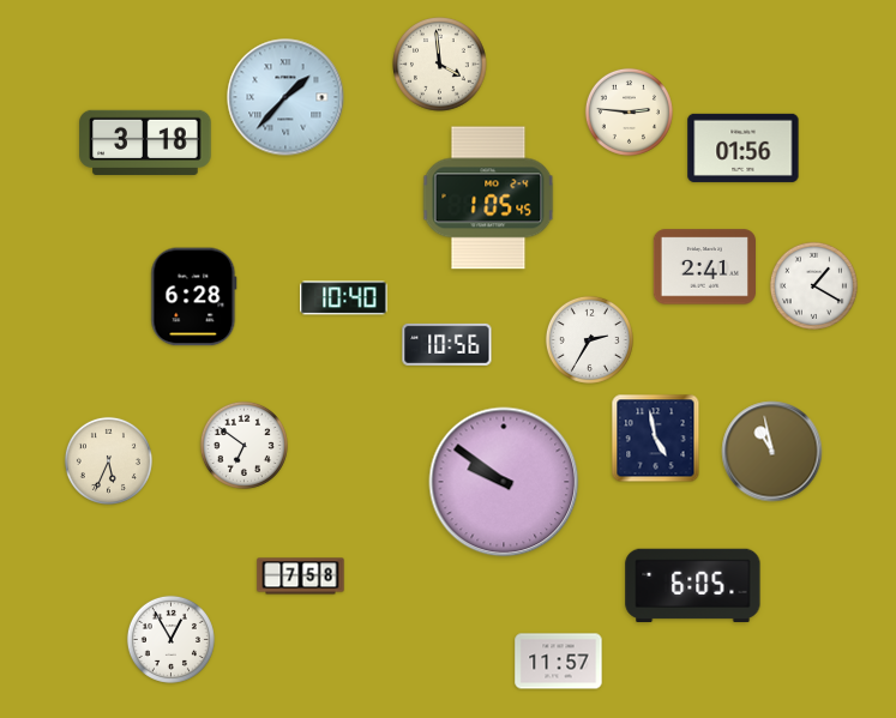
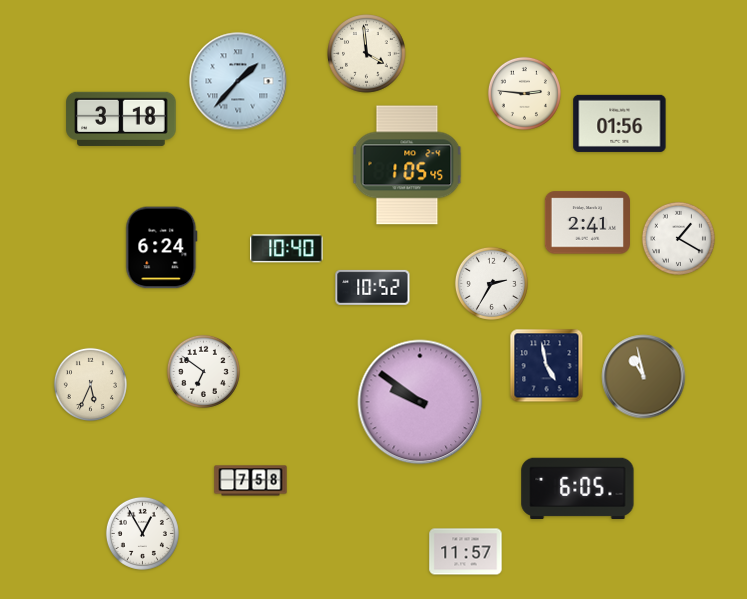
clock at (194, 297): 6:28 -> 6:24
clock at (447, 344): 10:56 -> 10:52
